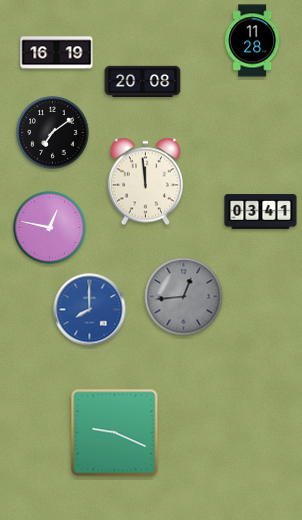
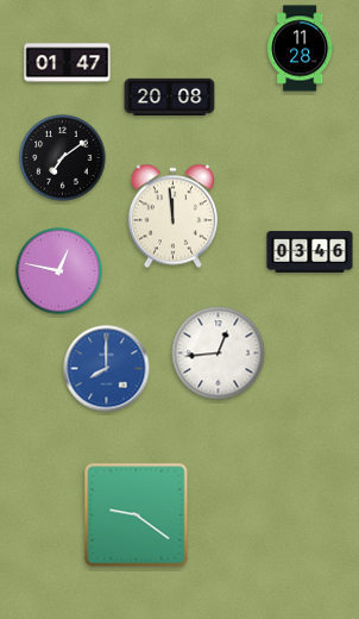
clock at (57, 53): 16:19 -> 01:47
clock at (261, 212): 03:41 -> 03:46
clock at (184, 297) dial: grey -> white
clock at (115, 433): 9:19 -> 9:21
